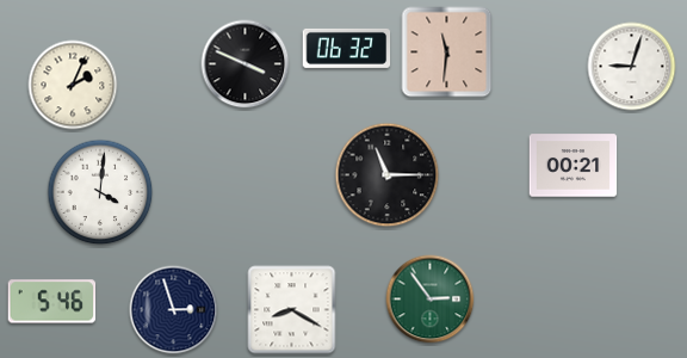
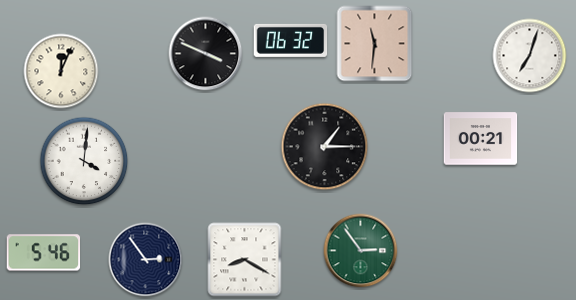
clock at (632, 67): 9:03 -> 7:03
clock at (73, 85): 2:04 -> 12:04
clock at (388, 175): 11:15 -> 1:15
clock at (174, 310): 2:57 -> 2:54
